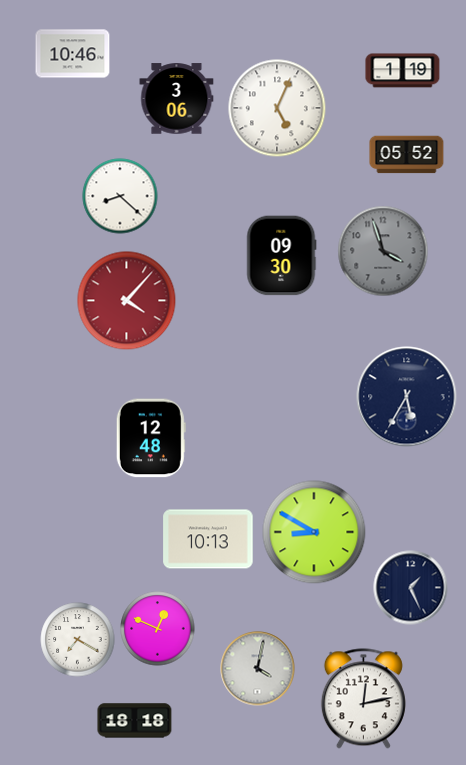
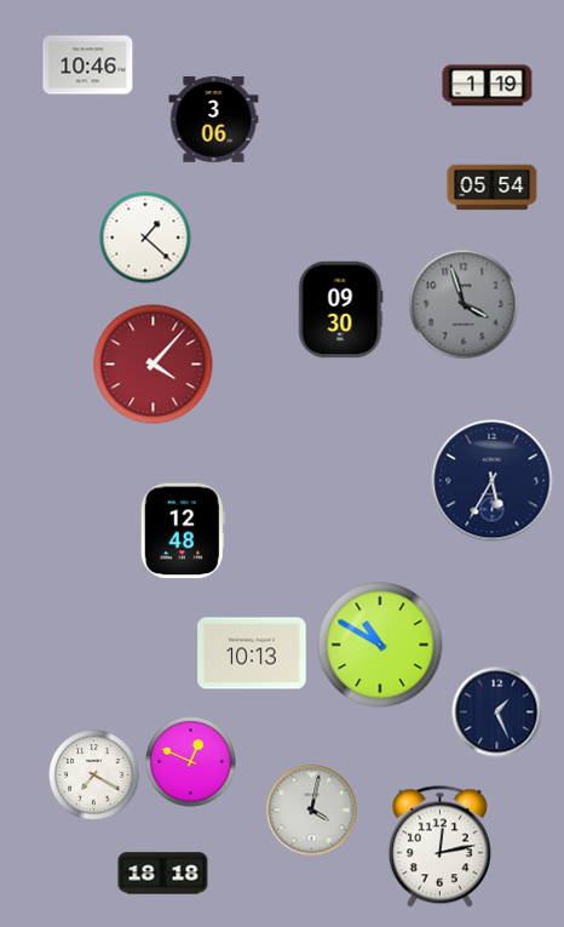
clock at (277, 108): 5:04 -> none
clock at (407, 155): 05:52 -> 05:54
clock at (120, 196): 8:22 -> 1:22
clock at (314, 532): 8:50 -> 10:50
